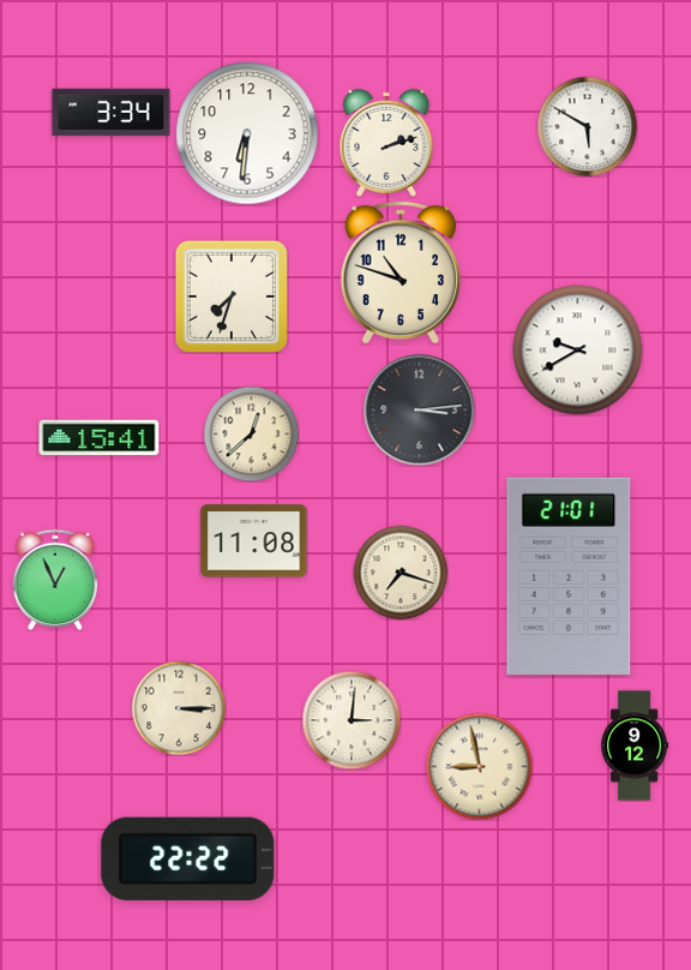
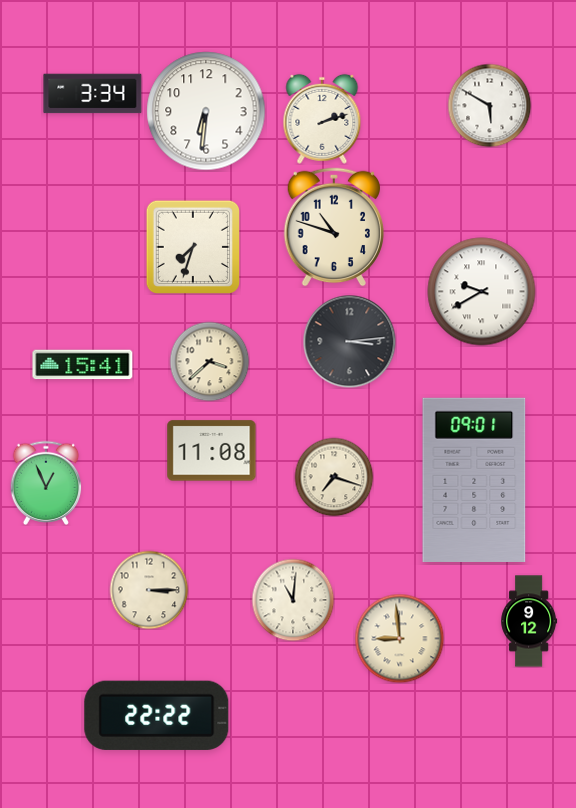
clock at (251, 433): 12:38 -> 3:38
clock at (569, 576): 21:01 -> 09:01
clock at (351, 720): 3:01 -> 11:01
clock at (479, 766): 8:58 -> 8:59
